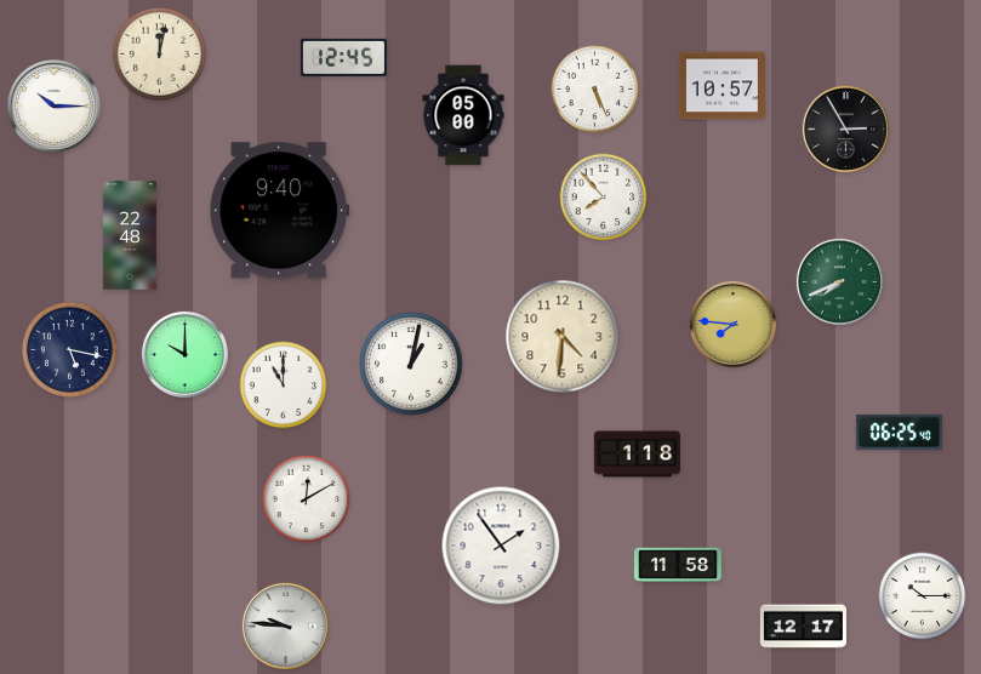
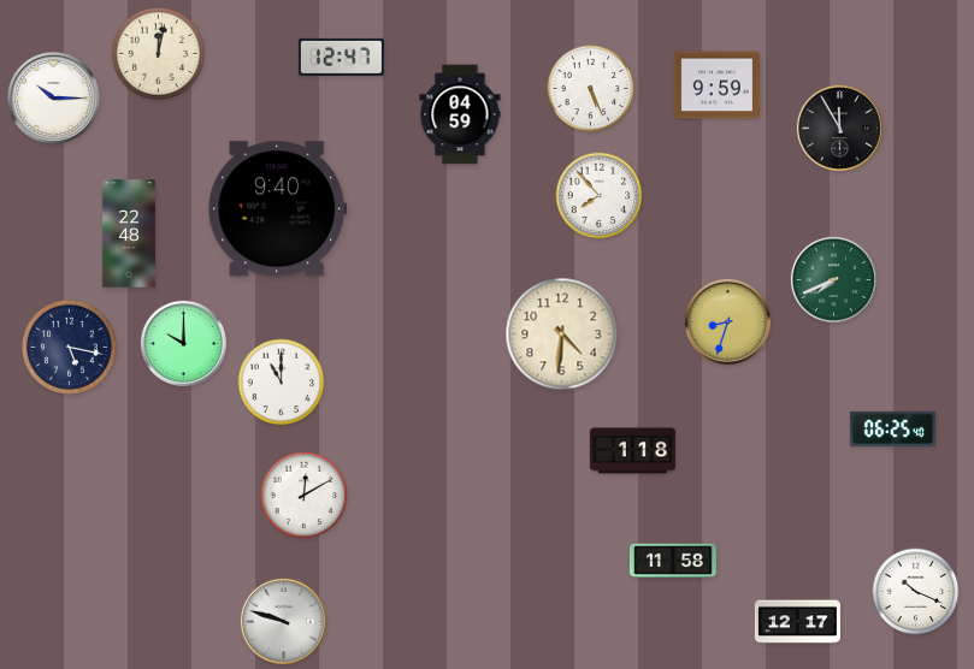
clock at (343, 57): 12:45 -> 12:47
clock at (722, 86): 10:57 -> 9:59
clock at (55, 107) position: (55, 107) -> (54, 99)
clock at (463, 115): 05:00 -> 04:59
clock at (845, 128): 2:55 -> 11:55
clock at (732, 324): 7:46 -> 8:33
clock at (563, 337) position: (563, 337) -> (562, 334)
clock at (184, 354) position: (184, 354) -> (183, 343)
clock at (411, 364): 1:02 -> none
clock at (501, 546): 1:54 -> none
clock at (923, 596): 10:15 -> 10:19
clock at (285, 626): 9:46 -> 9:48
